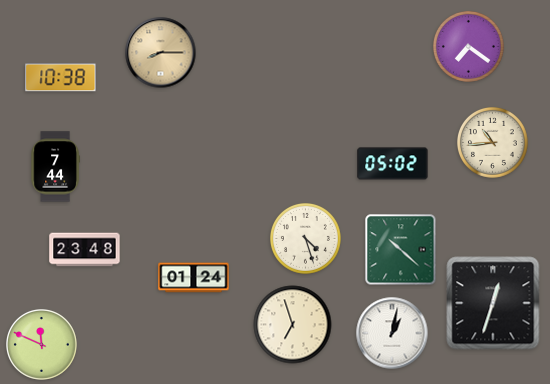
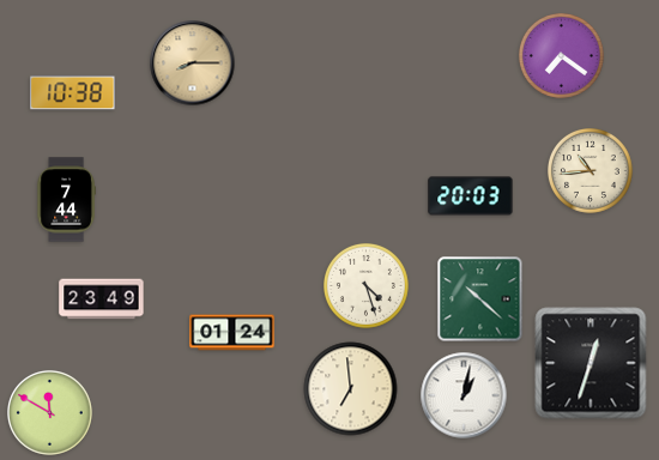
clock at (393, 164): 05:02 -> 20:03
clock at (85, 250): 23:48 -> 23:49
clock at (293, 325): 6:57 -> 6:59
clock at (392, 333) position: (392, 333) -> (464, 395)
clock at (42, 345): 11:49 -> 11:50
